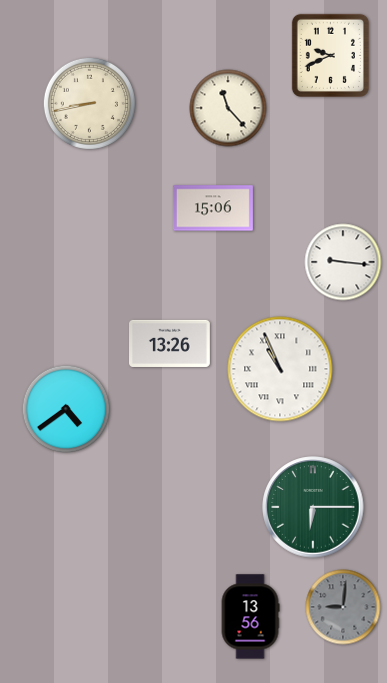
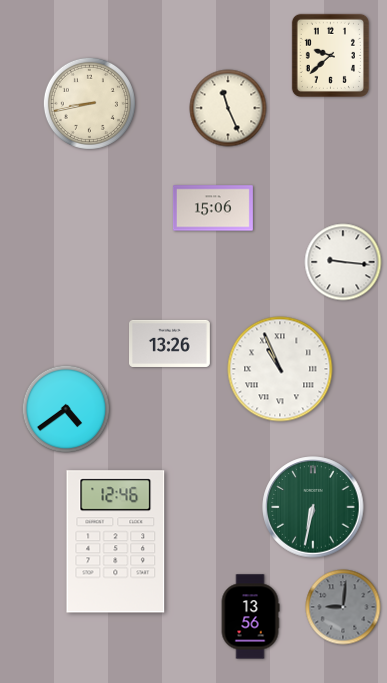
clock at (330, 55): 9:41 -> 9:38
clock at (228, 108): 11:23 -> 11:26
clock at (313, 507): 6:15 -> 6:32
clock at (116, 542): none -> 12:46
